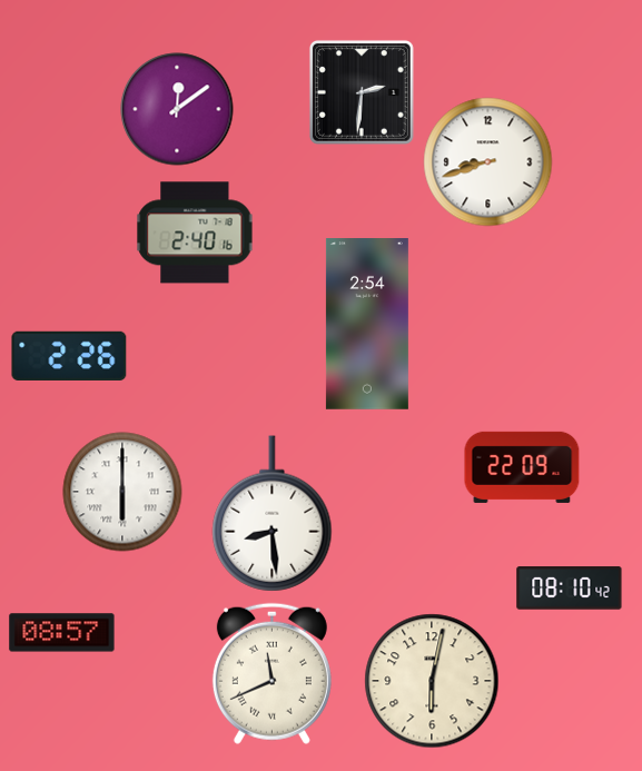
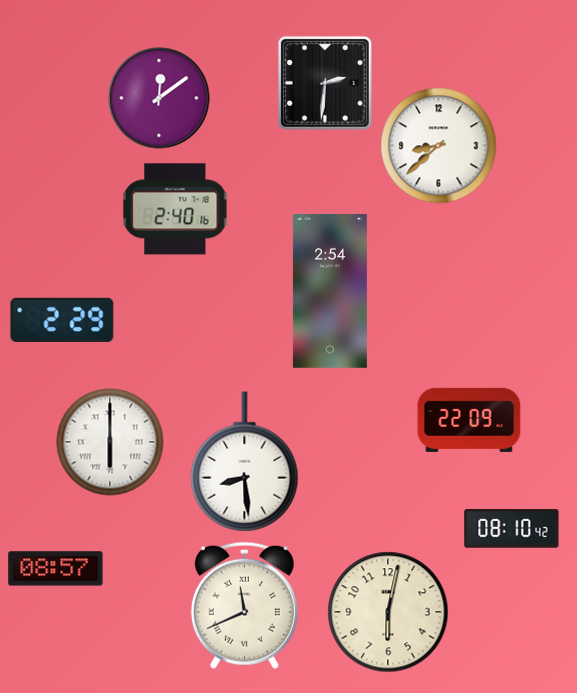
clock at (488, 162): 8:42 -> 8:38
clock at (69, 356): 2:26 -> 2:29
